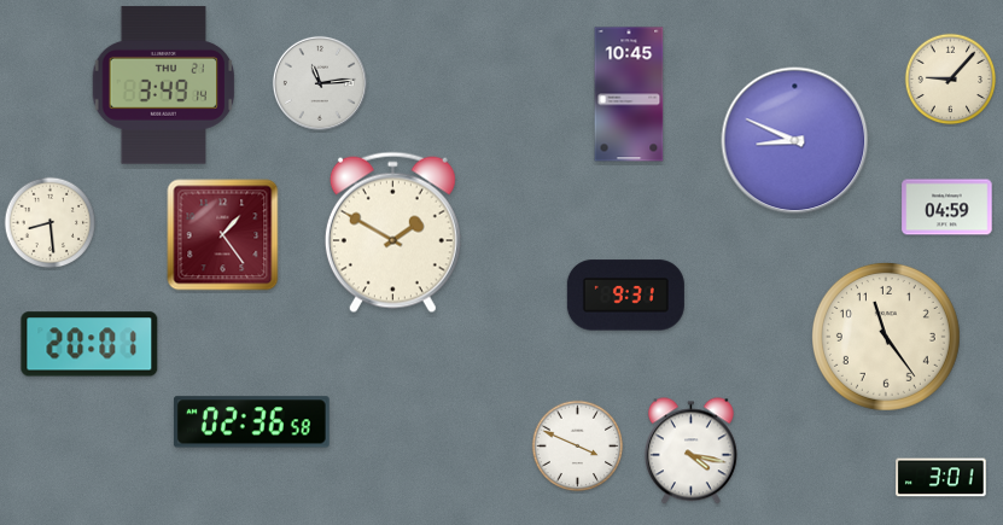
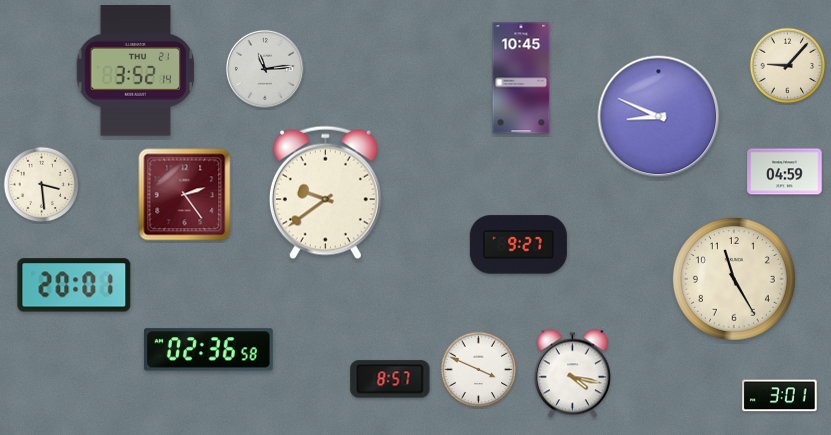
clock at (164, 86): 3:49 -> 3:52
clock at (51, 223): 8:29 -> 3:29
clock at (392, 233): 1:50 -> 9:39
clock at (223, 235): 1:24 -> 2:24
clock at (625, 296): 9:31 -> 9:27
clock at (886, 337): 11:24 -> 11:25
clock at (390, 379): none -> 8:57
